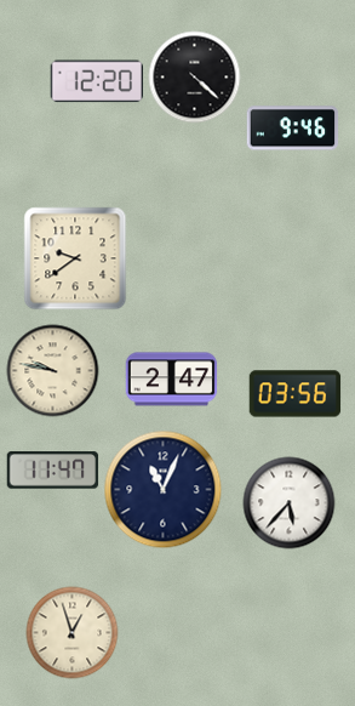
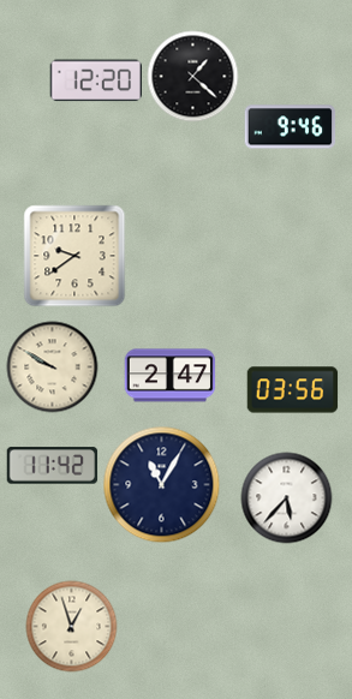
clock at (195, 78): 4:22 -> 1:22
clock at (53, 371): 9:47 -> 9:50
clock at (53, 471): 11:47 -> 11:42
clock at (164, 490): 11:04 -> 11:05
